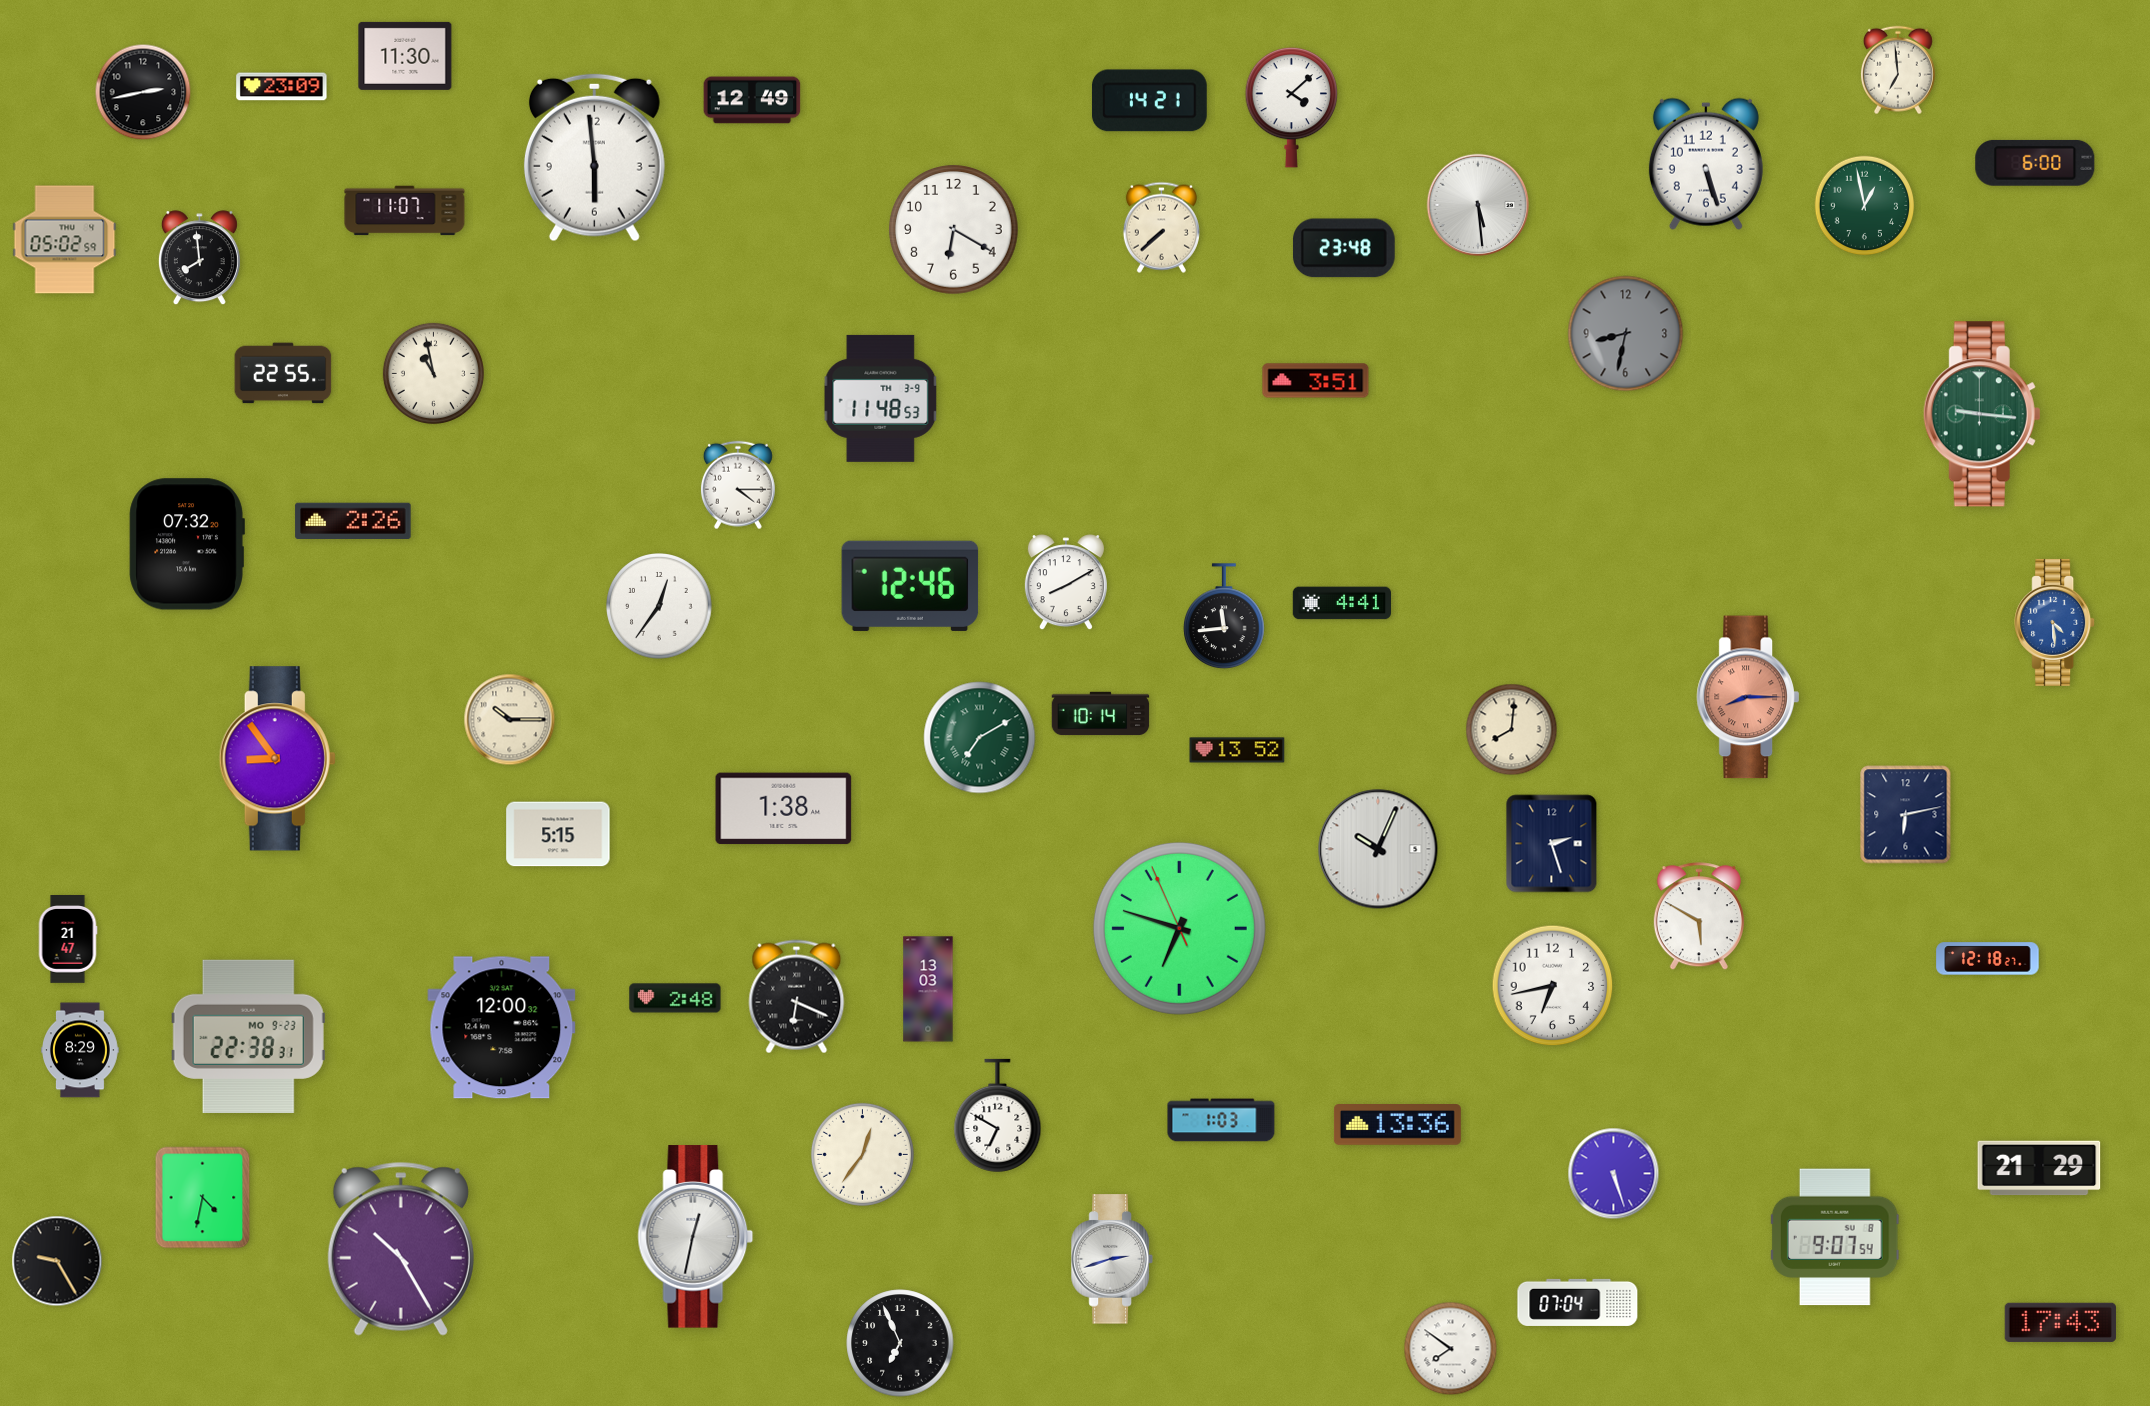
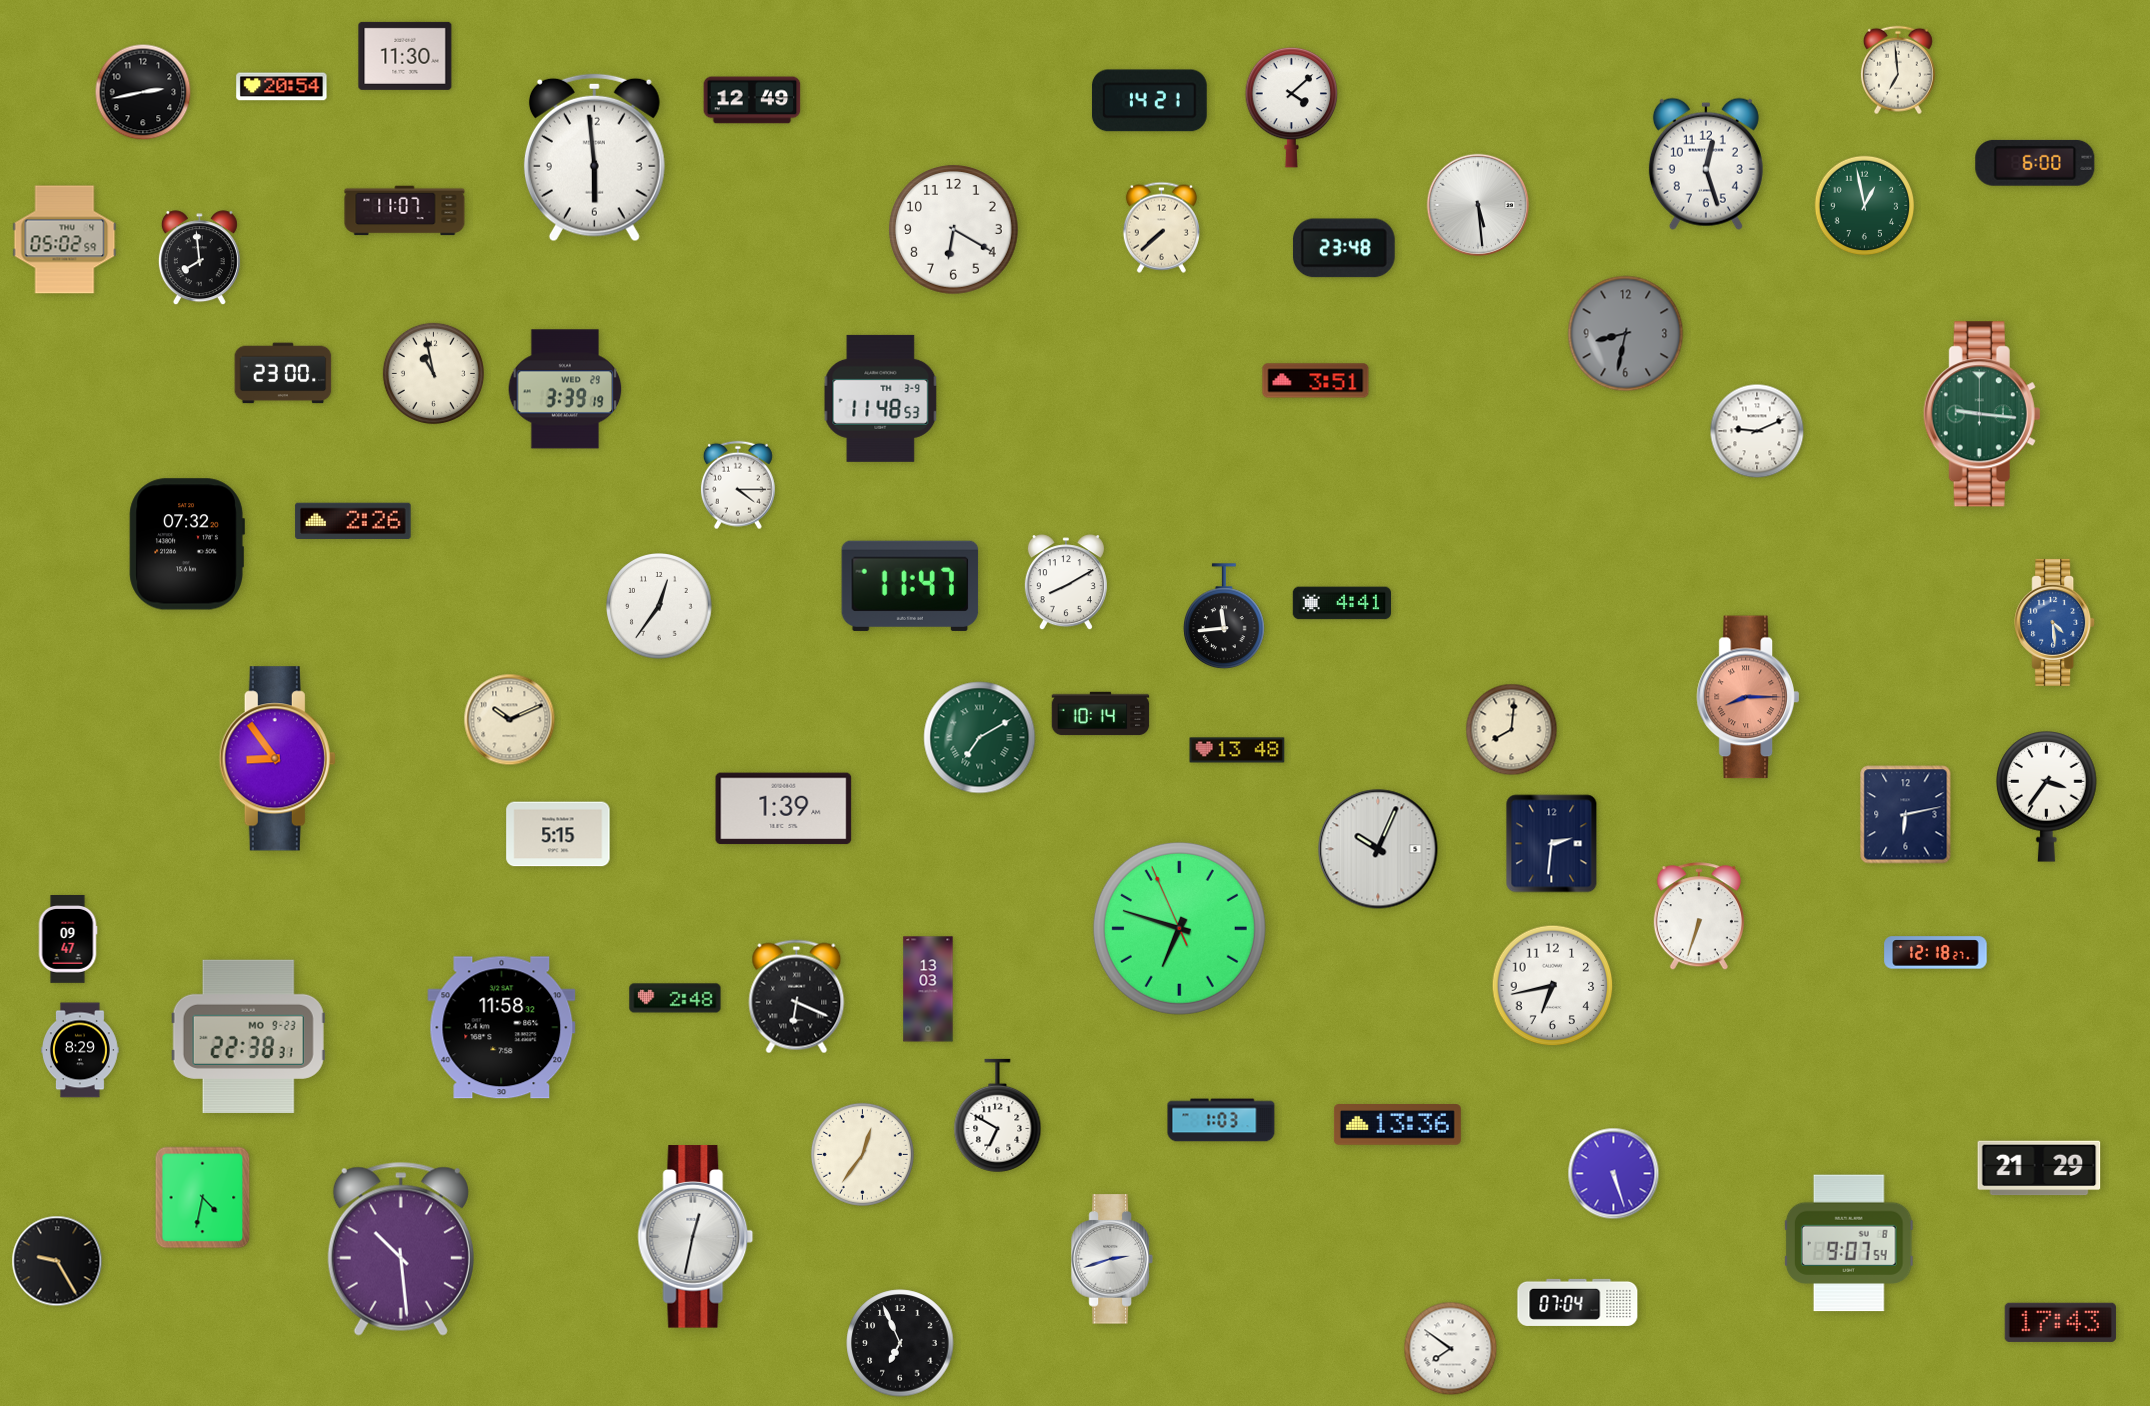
clock at (282, 87): 23:09 -> 20:54
clock at (1706, 164): 5:27 -> 12:27
clock at (283, 373): 22:55 -> 23:00
clock at (565, 389): none -> 3:39
clock at (1757, 431): none -> 9:11
clock at (910, 586): 12:46 -> 11:47
clock at (510, 720): 10:15 -> 10:11
clock at (1237, 750): 13:52 -> 13:48
clock at (2047, 797): none -> 3:36
clock at (784, 809): 1:38 -> 1:39
clock at (1552, 844): 2:27 -> 2:31
clock at (1699, 917): 5:50 -> 6:33
clock at (68, 940): 21:47 -> 09:47
clock at (1988, 959) position: (1988, 959) -> (1936, 953)
clock at (502, 1028): 12:00 -> 11:58
clock at (1835, 1237) position: (1835, 1237) -> (1849, 1243)
clock at (401, 1249): 10:25 -> 10:29
